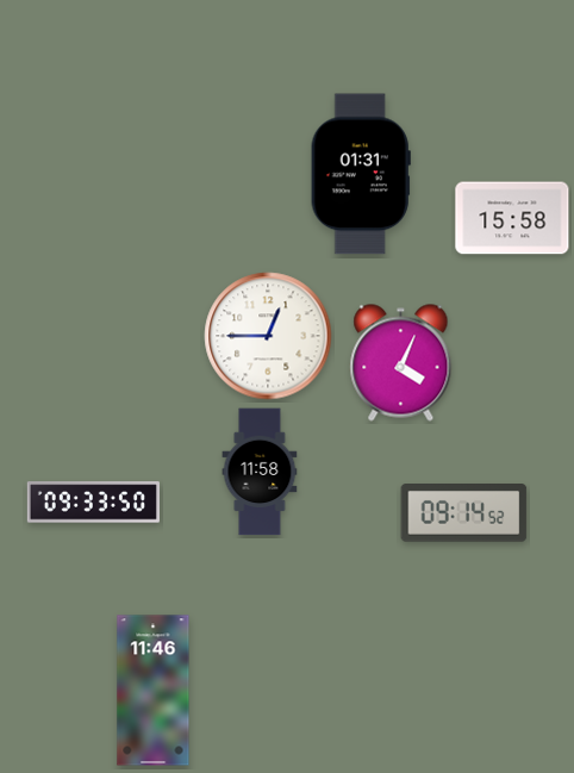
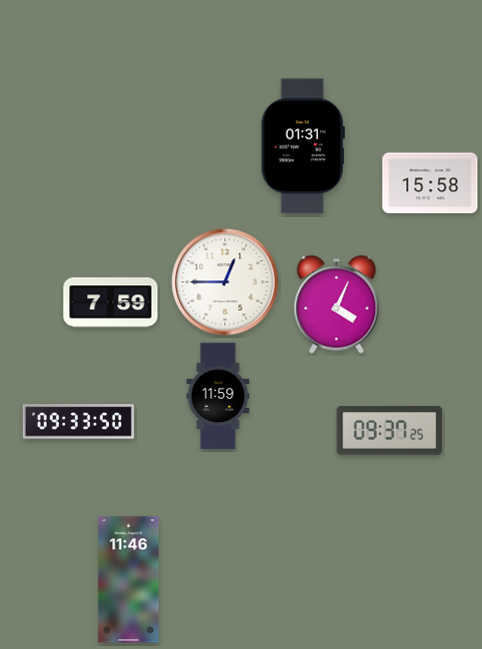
clock at (111, 303): none -> 7:59
clock at (260, 472): 11:58 -> 11:59
clock at (464, 513): 09:14 -> 09:37
